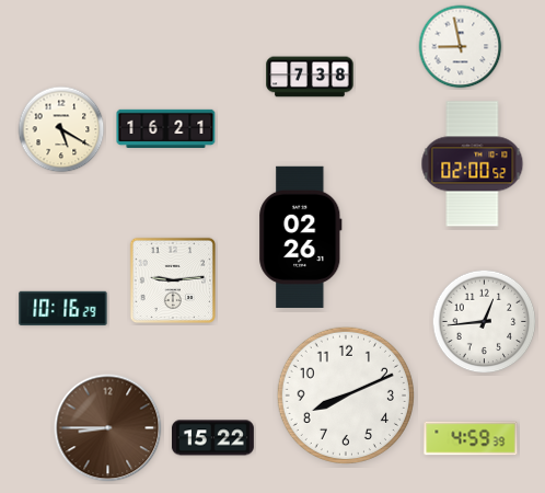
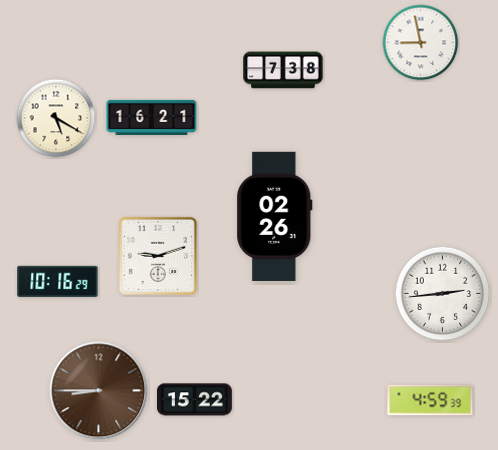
clock at (473, 164): 02:00 -> none
clock at (173, 280): 9:14 -> 9:12
clock at (485, 322): 12:44 -> 2:44
clock at (346, 395): 8:11 -> none
